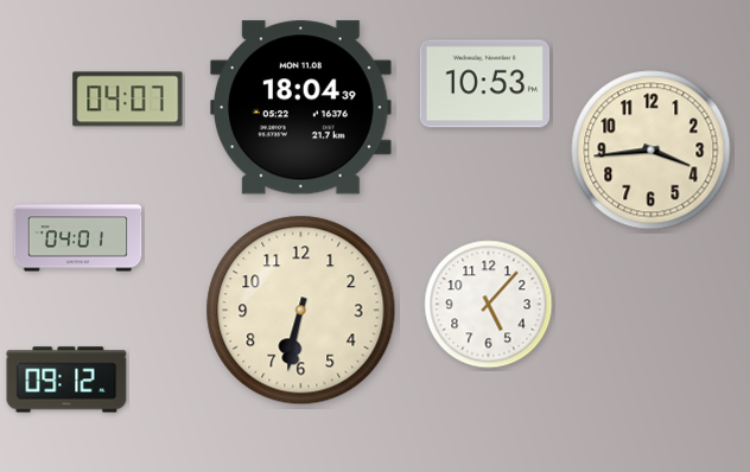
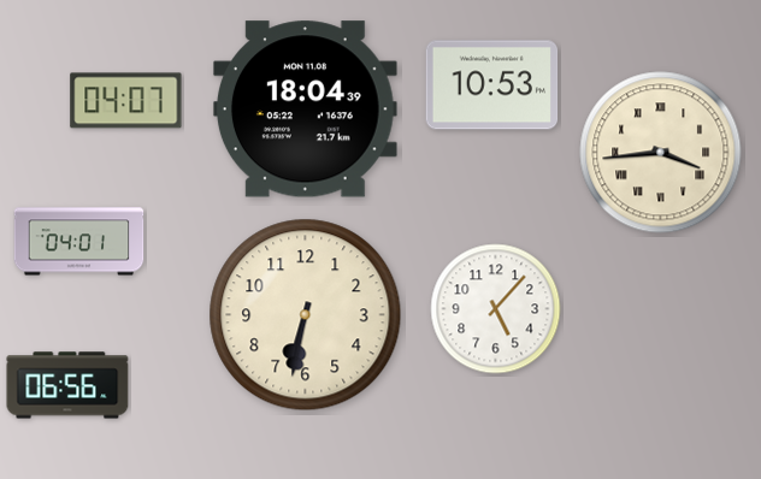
clock at (128, 100) position: (128, 100) -> (126, 101)
clock at (652, 151) numerals: Arabic -> Roman
clock at (66, 379): 09:12 -> 06:56
